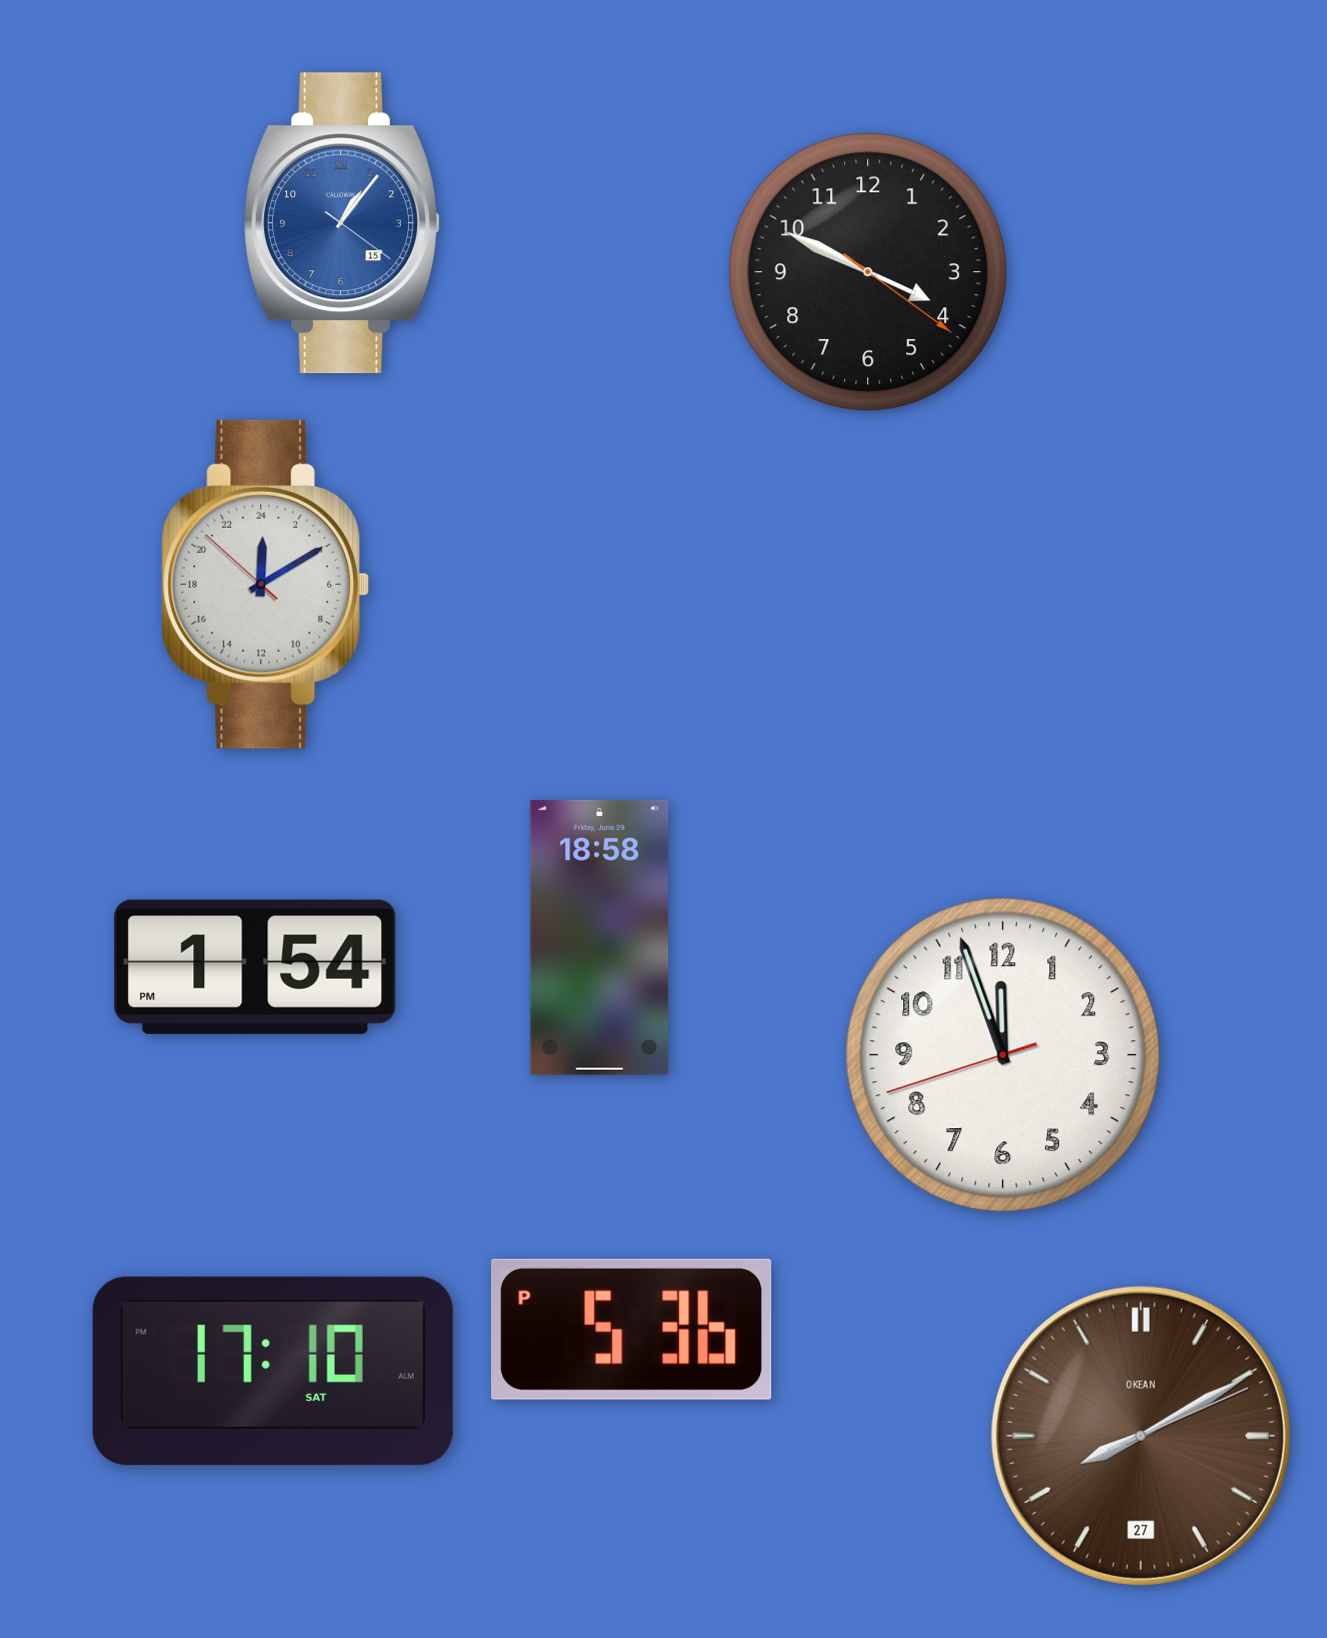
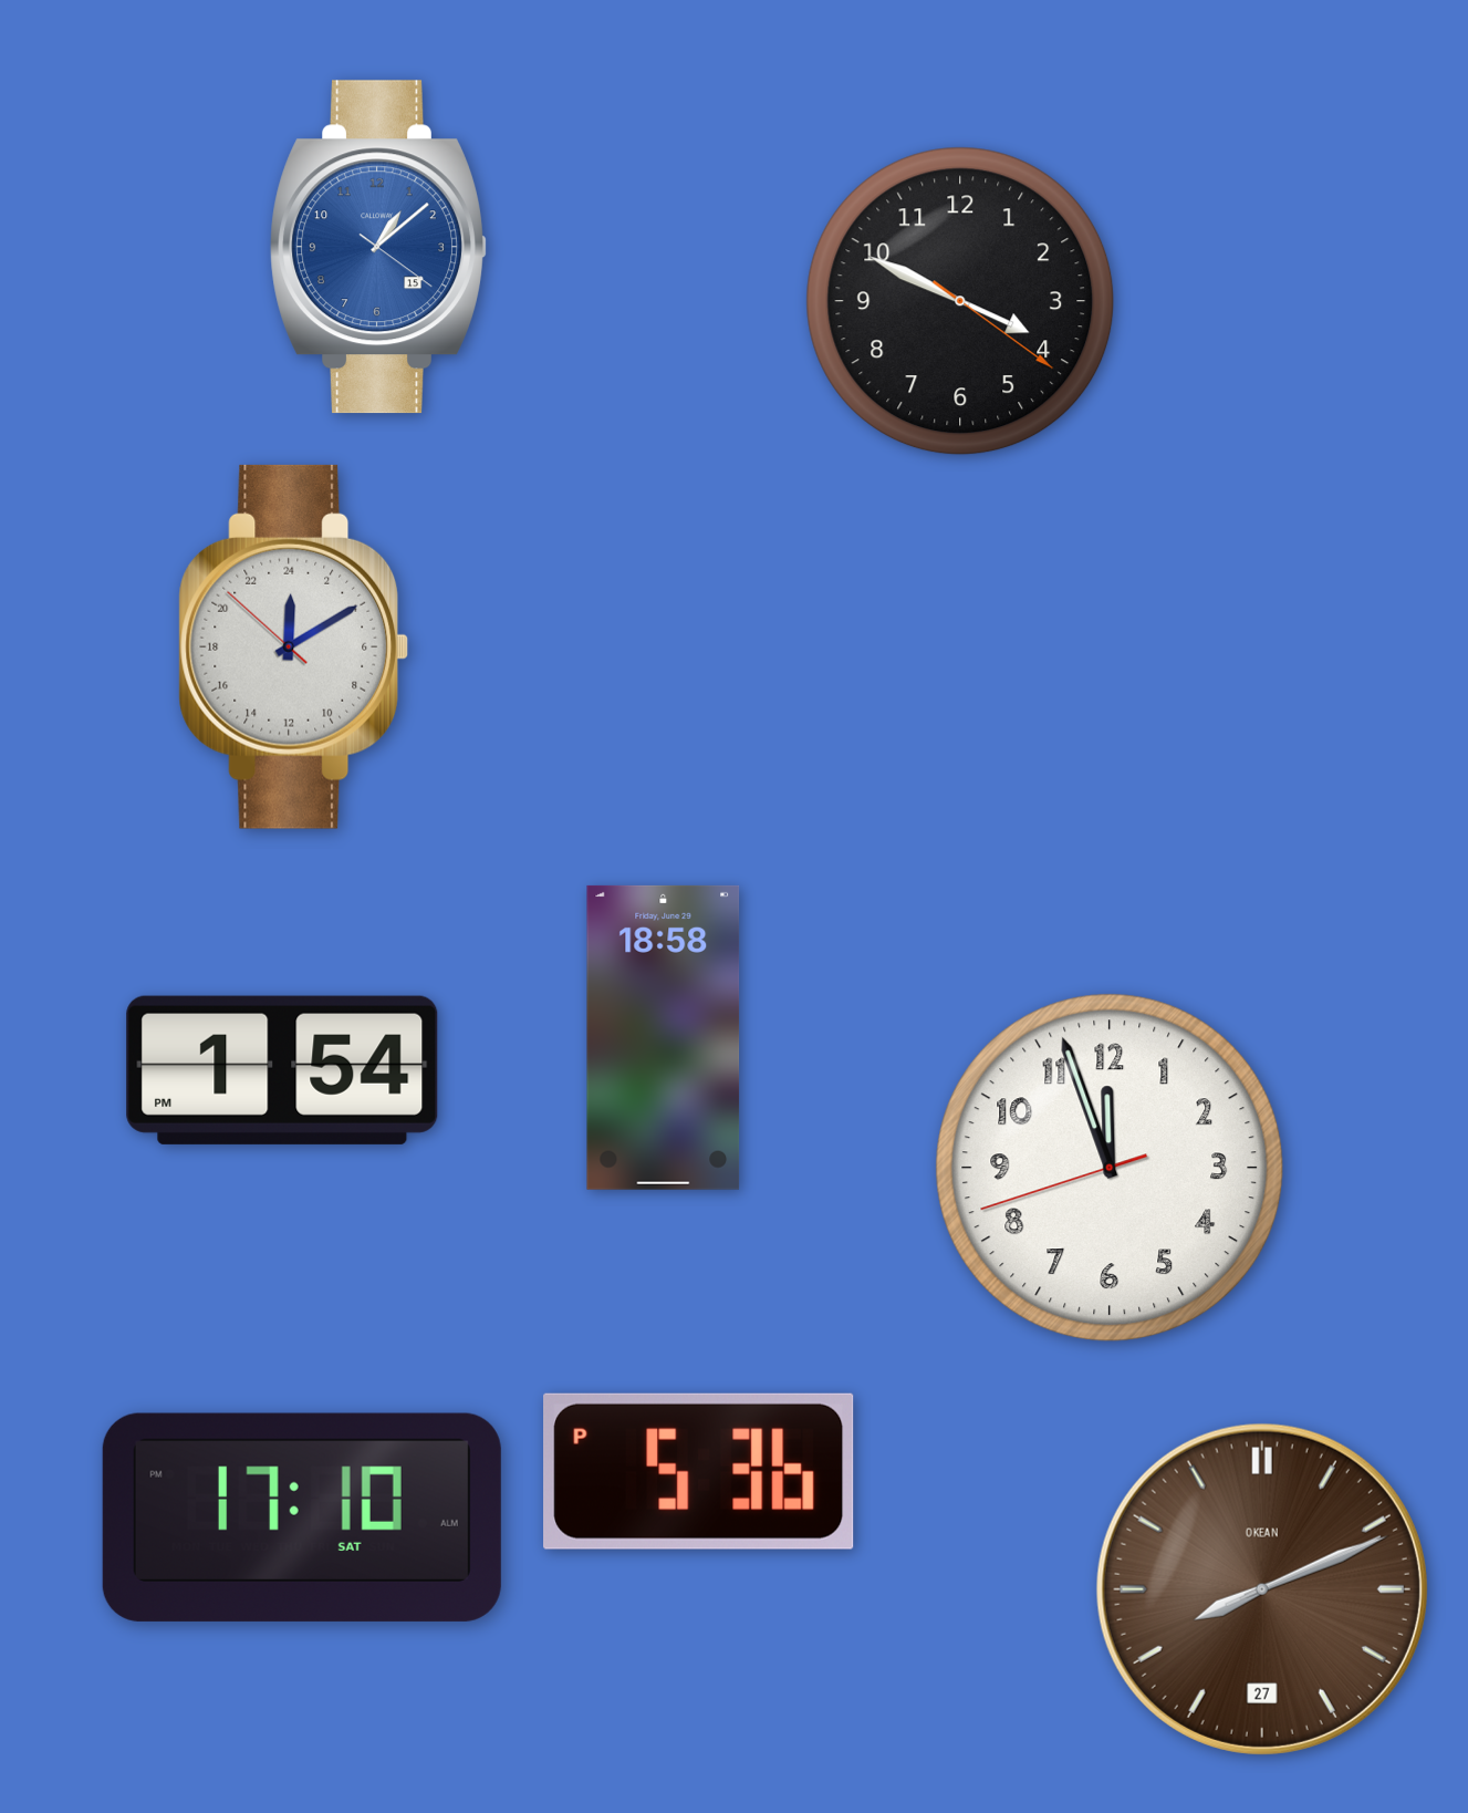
clock at (342, 223): 1:06 -> 1:08
clock at (1141, 1436): 8:10 -> 8:11
